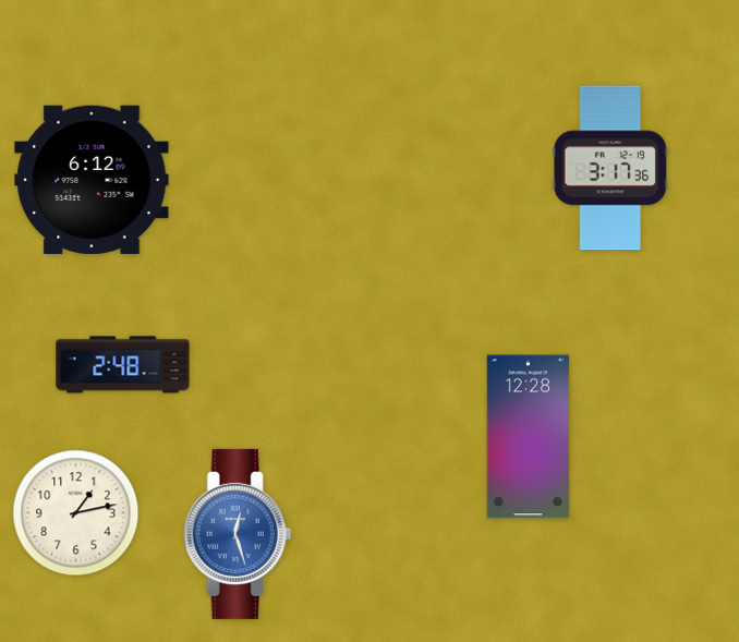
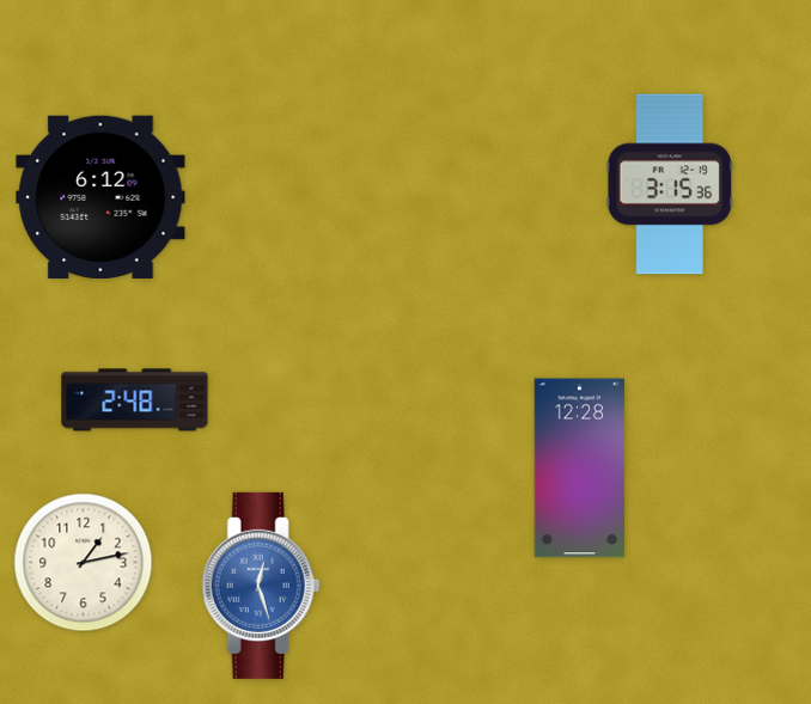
clock at (610, 168): 3:17 -> 3:15
clock at (529, 437) position: (529, 437) -> (580, 469)
